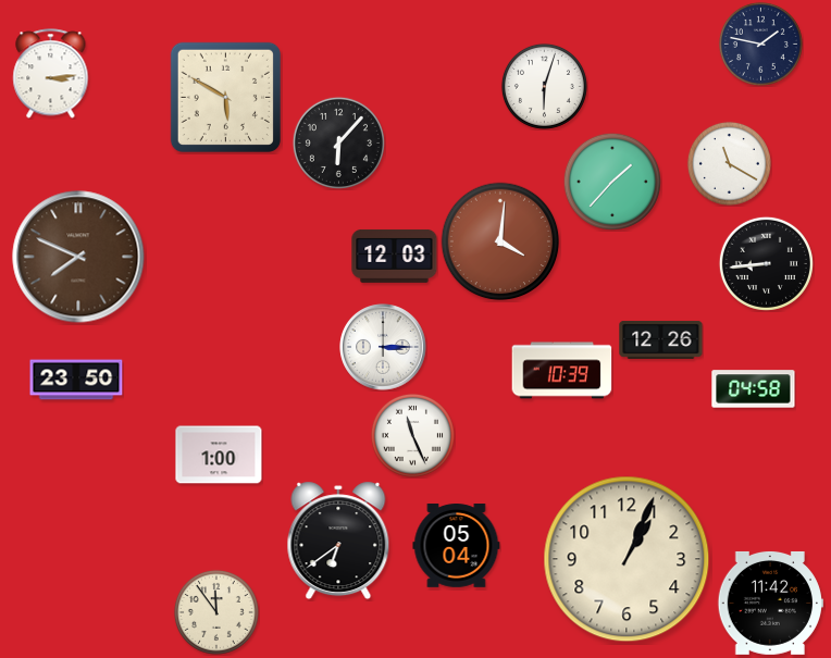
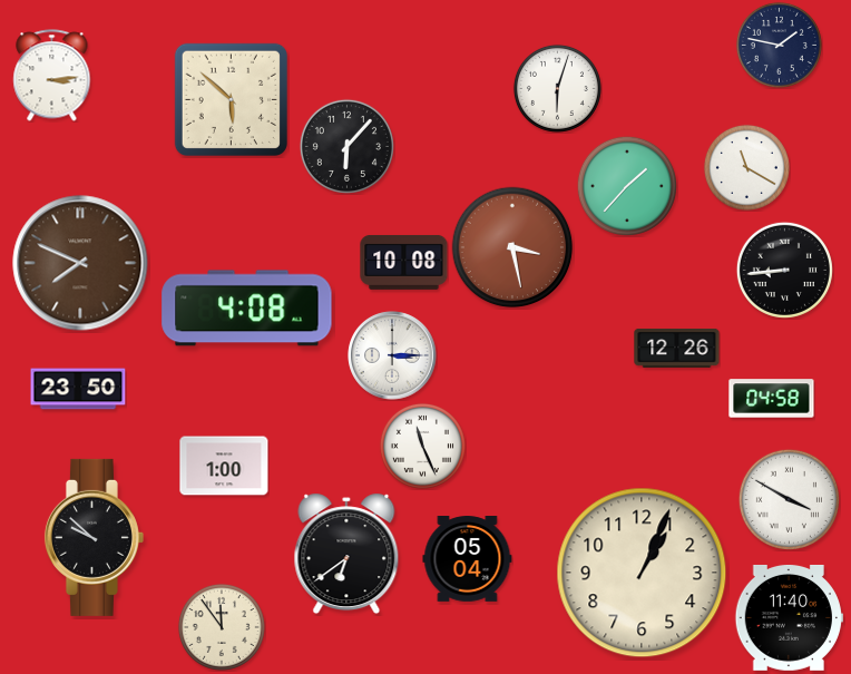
clock at (225, 97): 5:50 -> 5:52
clock at (500, 241): 4:01 -> 3:28
clock at (395, 256): 12:03 -> 10:08
clock at (247, 309): none -> 4:08
clock at (562, 371): 10:39 -> none
clock at (789, 499): none -> 3:50
clock at (94, 537): none -> 9:52
clock at (770, 603): 11:42 -> 11:40
